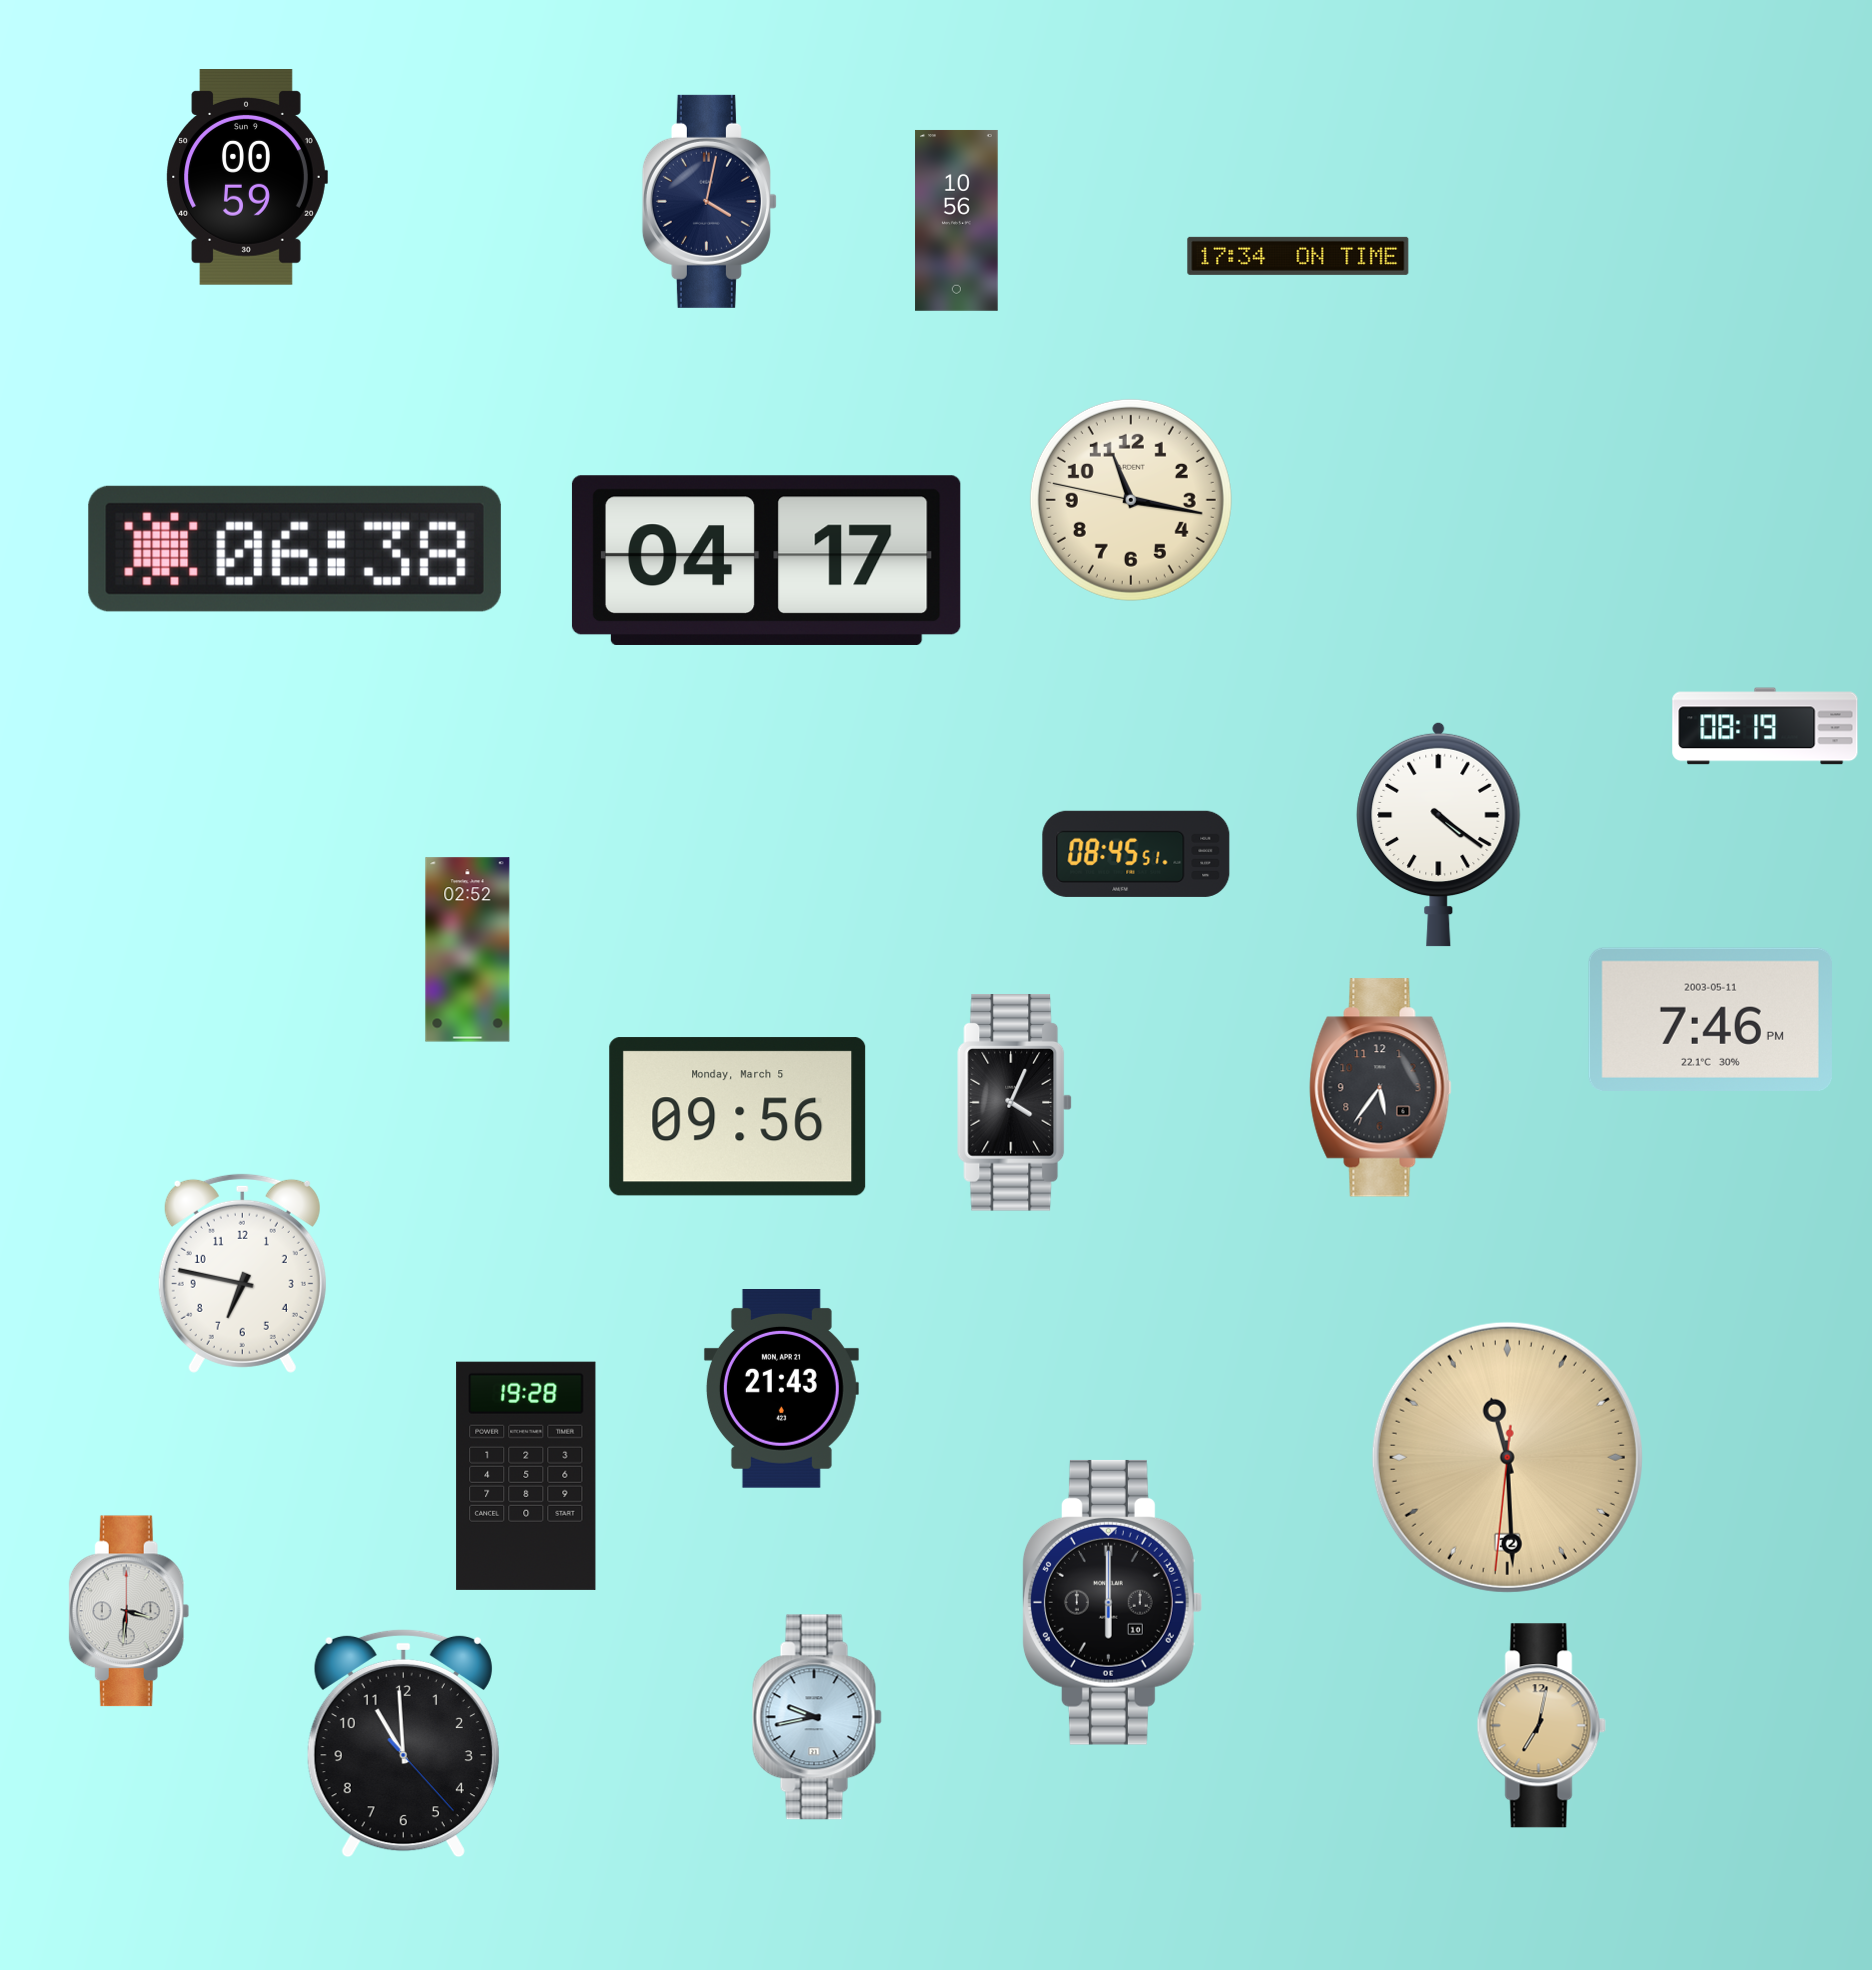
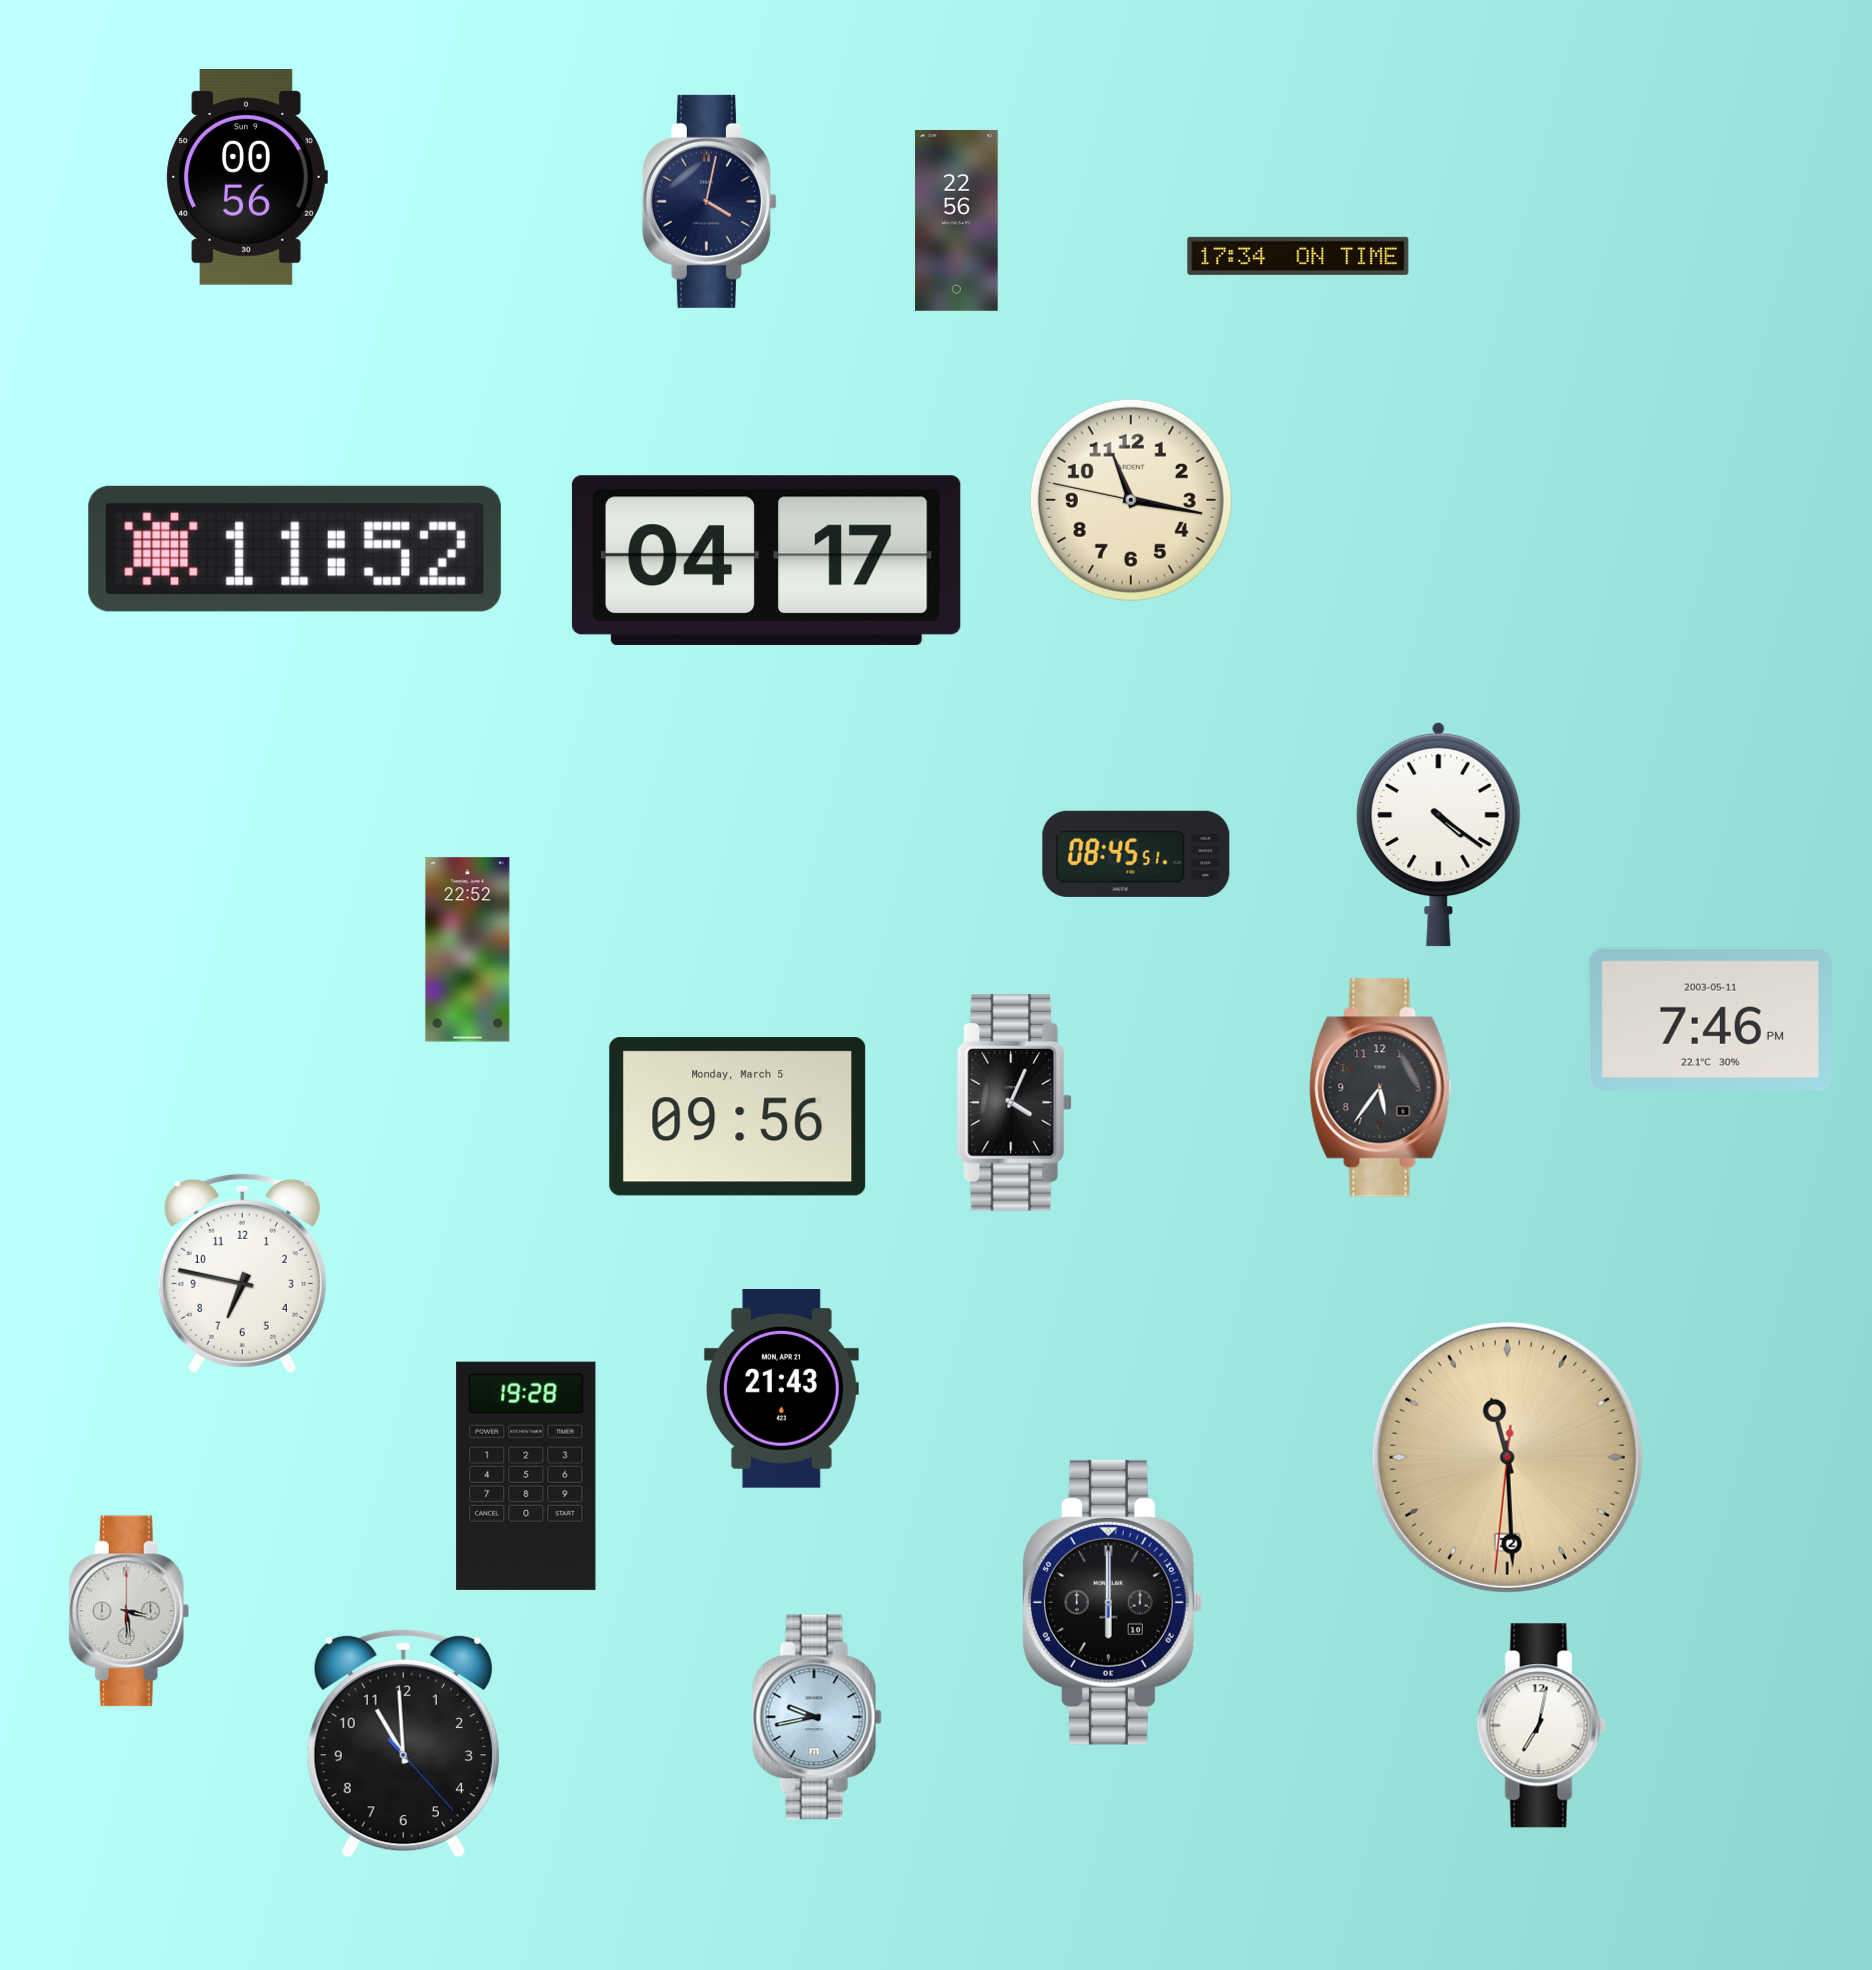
clock at (247, 178): 00:59 -> 00:56
clock at (957, 220): 10:56 -> 22:56
clock at (295, 549): 06:38 -> 11:52
clock at (1765, 726): 08:19 -> none
clock at (468, 950): 02:52 -> 22:52
clock at (129, 1611): 3:31 -> 3:29
clock at (1541, 1726) dial: champagne -> white
